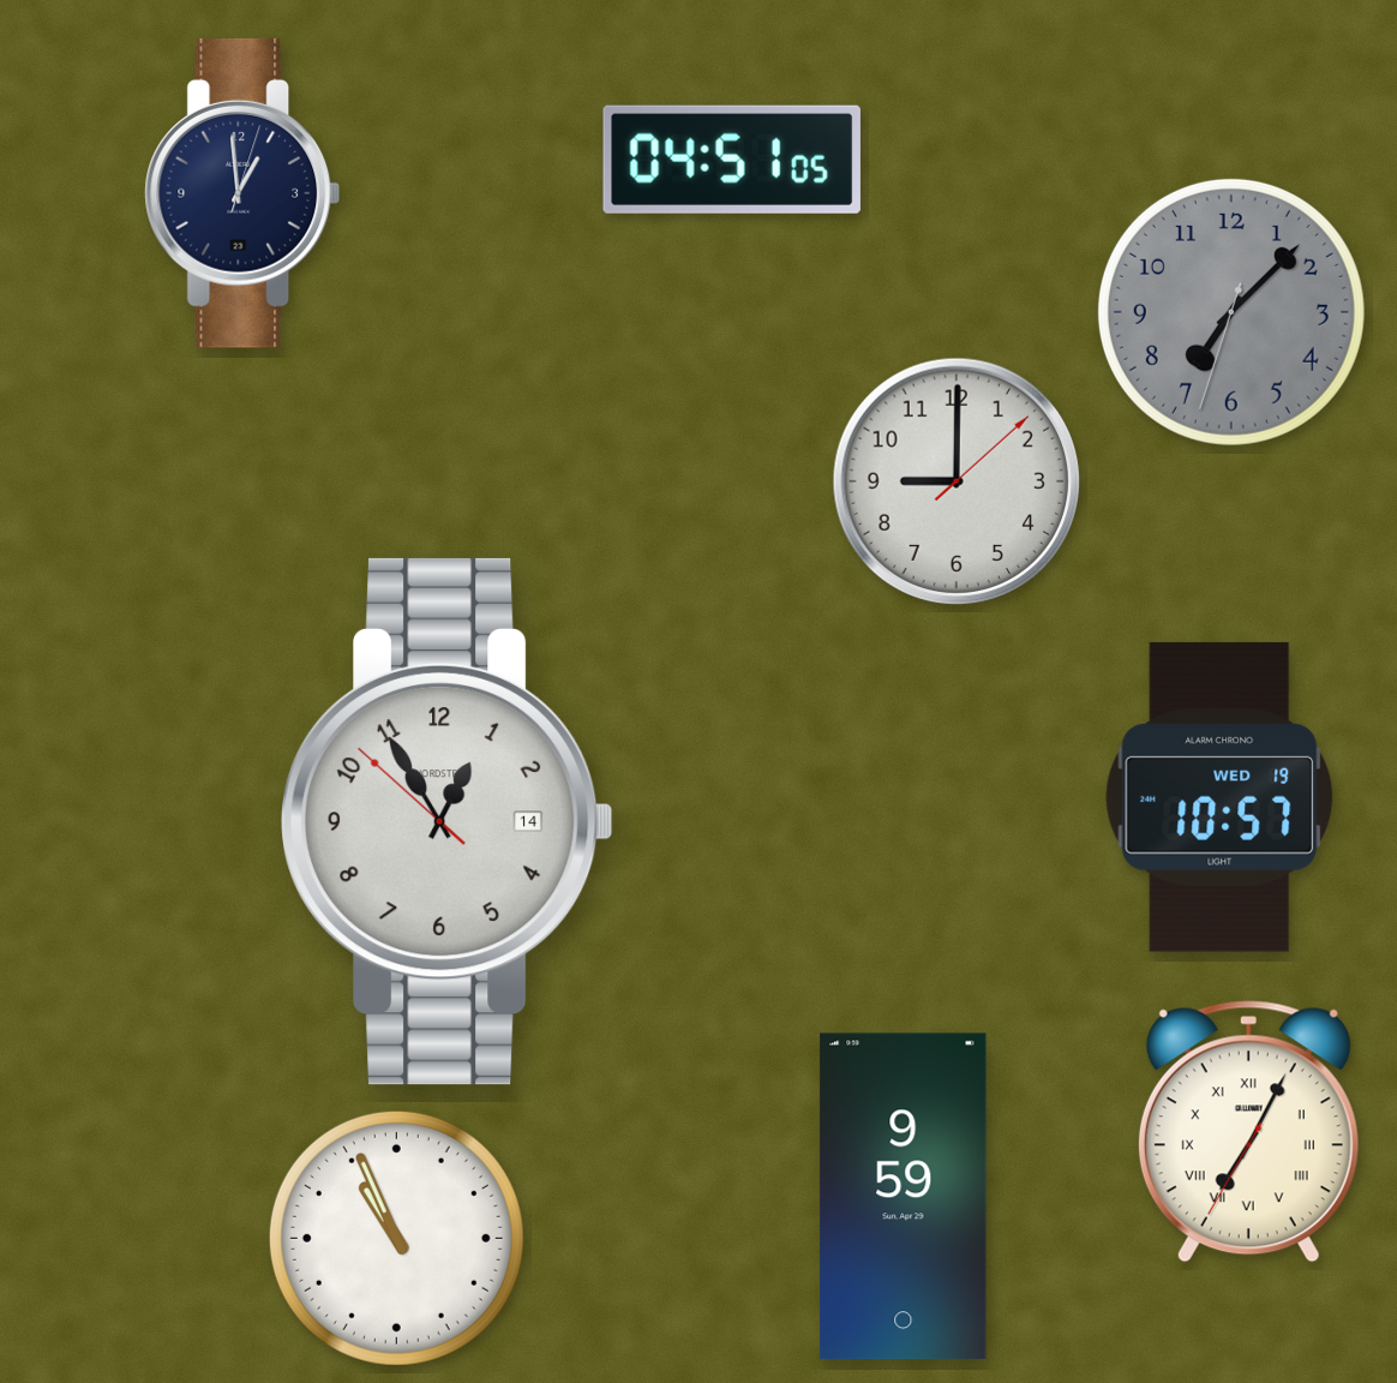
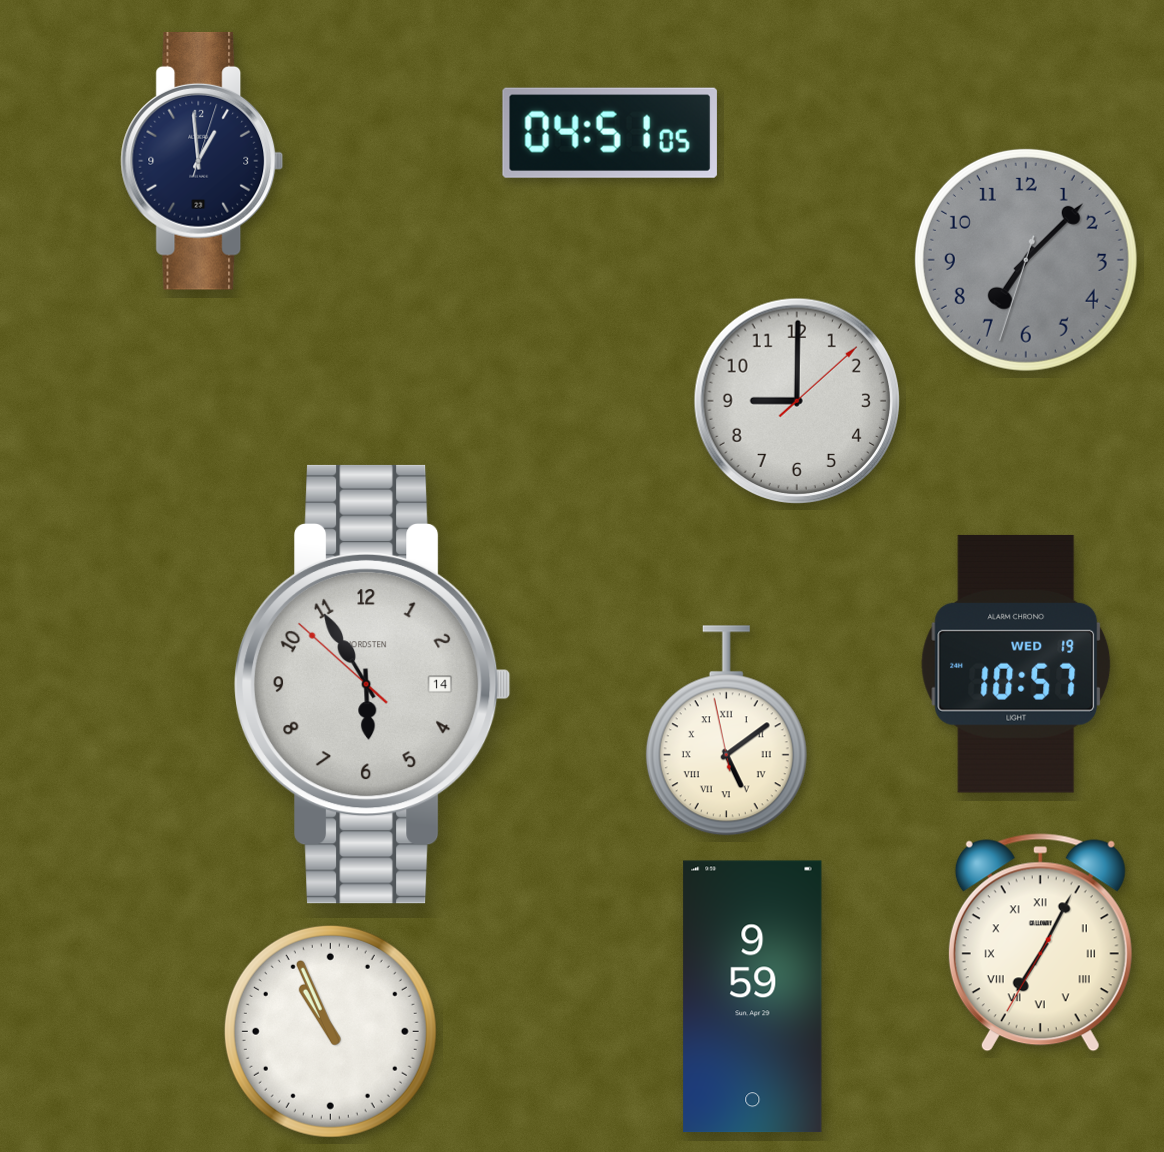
clock at (446, 821): 12:54 -> 5:54
clock at (726, 731): none -> 5:08
